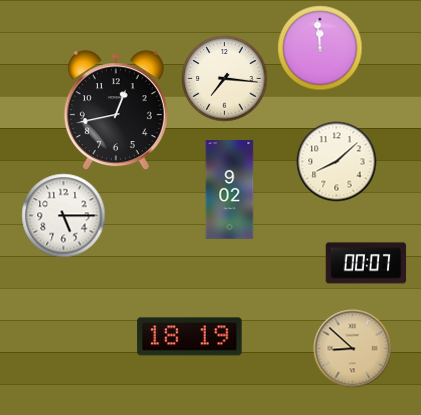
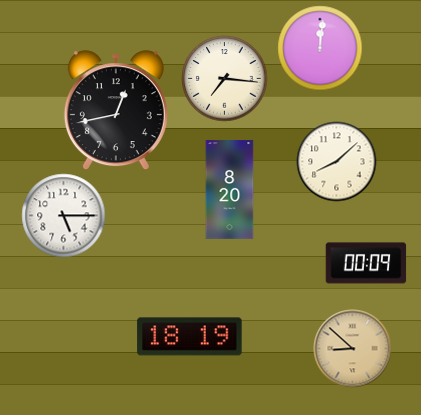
clock at (320, 48): 11:59 -> 12:01
clock at (230, 190): 9:02 -> 8:20
clock at (366, 263): 00:07 -> 00:09
